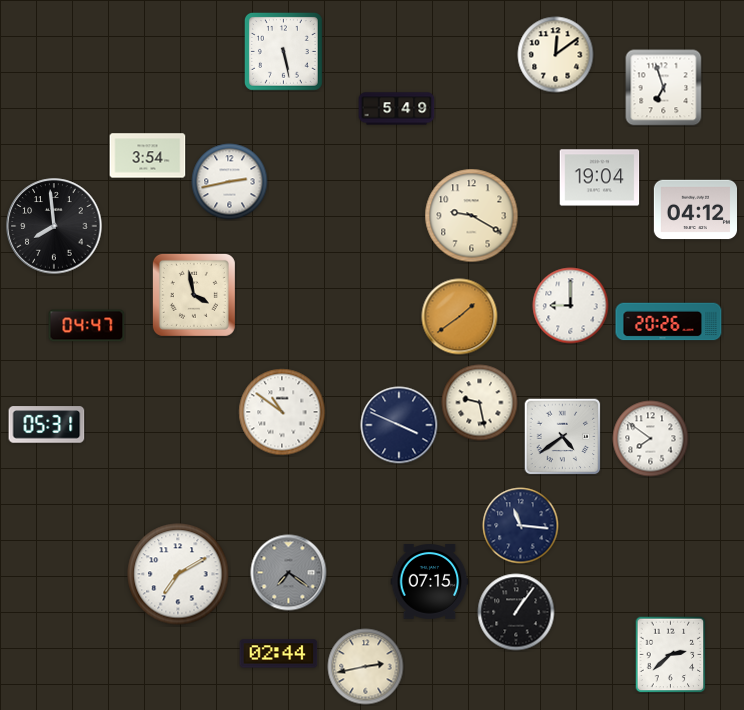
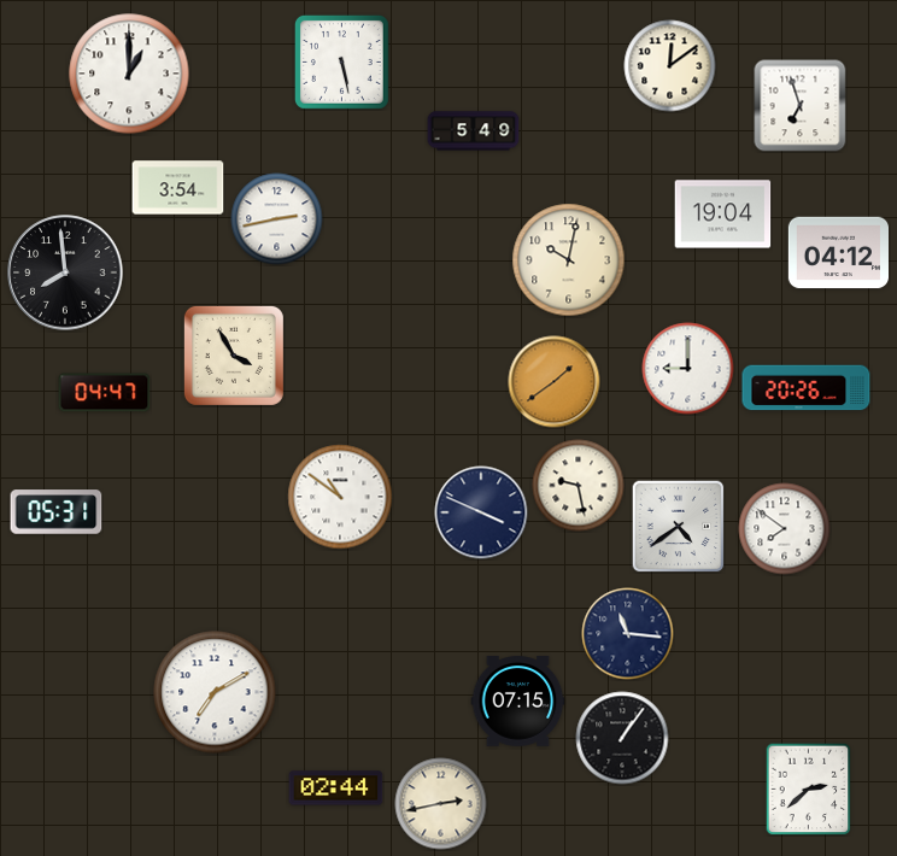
clock at (129, 74): none -> 1:00
clock at (397, 109) position: (397, 109) -> (474, 131)
clock at (472, 216): 9:20 -> 10:02
clock at (194, 295): 3:58 -> 3:55
clock at (289, 573): 7:21 -> none
